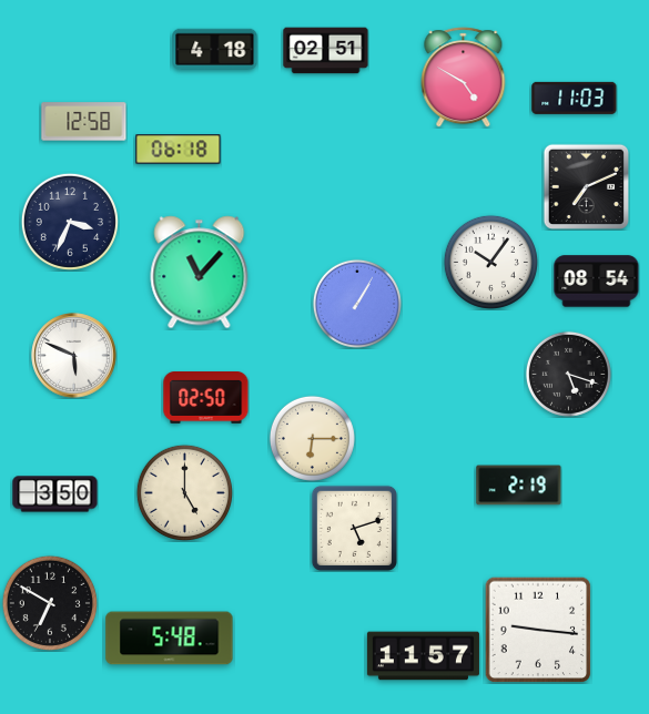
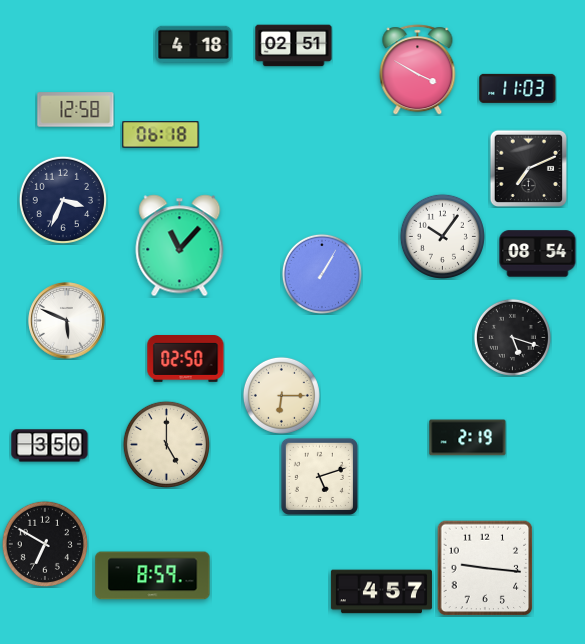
clock at (464, 78): 4:50 -> 3:50
clock at (170, 639): 5:48 -> 8:59
clock at (423, 656): 11:57 -> 4:57
